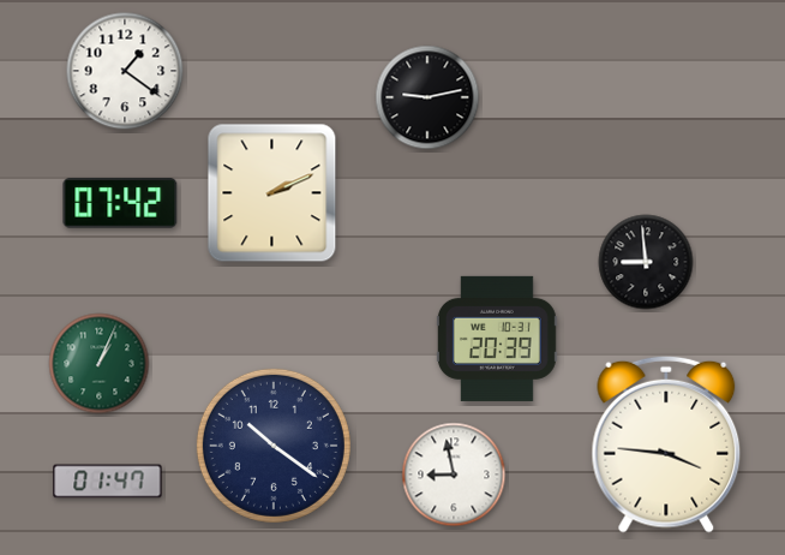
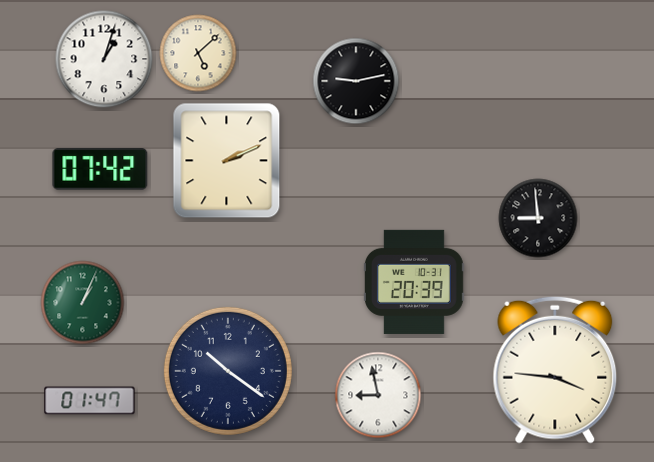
clock at (198, 53): none -> 5:08
clock at (125, 71): 1:21 -> 1:03
